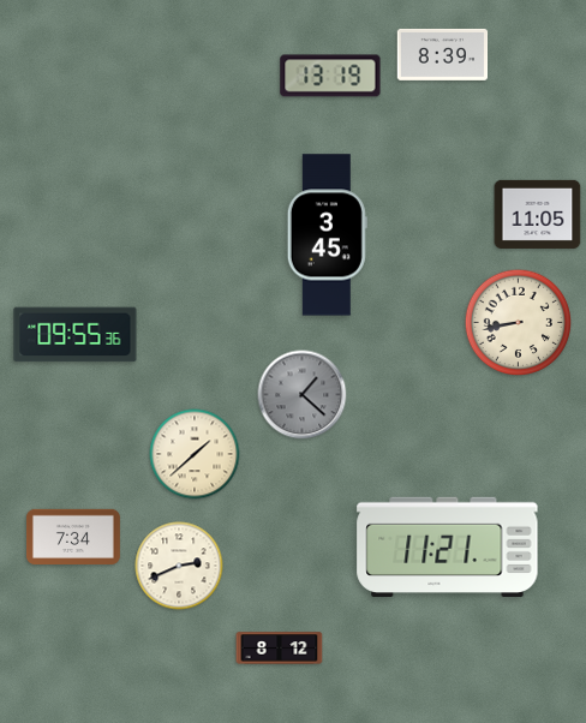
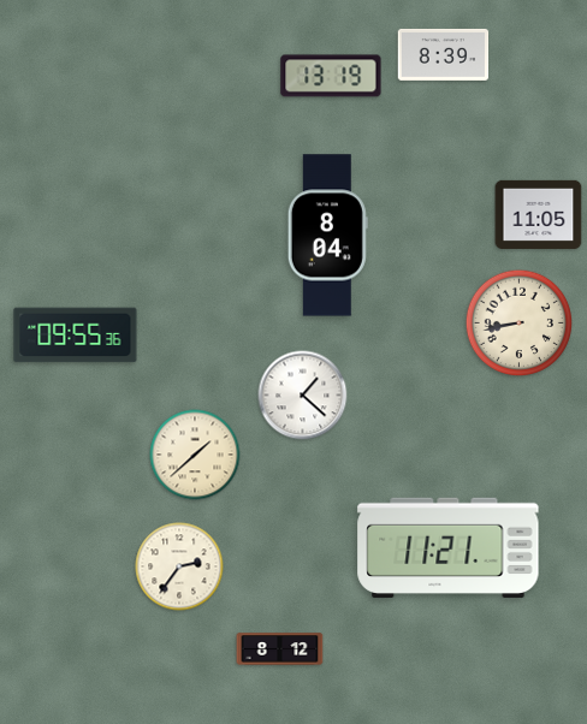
clock at (327, 235): 3:45 -> 8:04
clock at (303, 395) dial: grey -> white
clock at (73, 536): 7:34 -> none
clock at (179, 566): 2:41 -> 2:36
